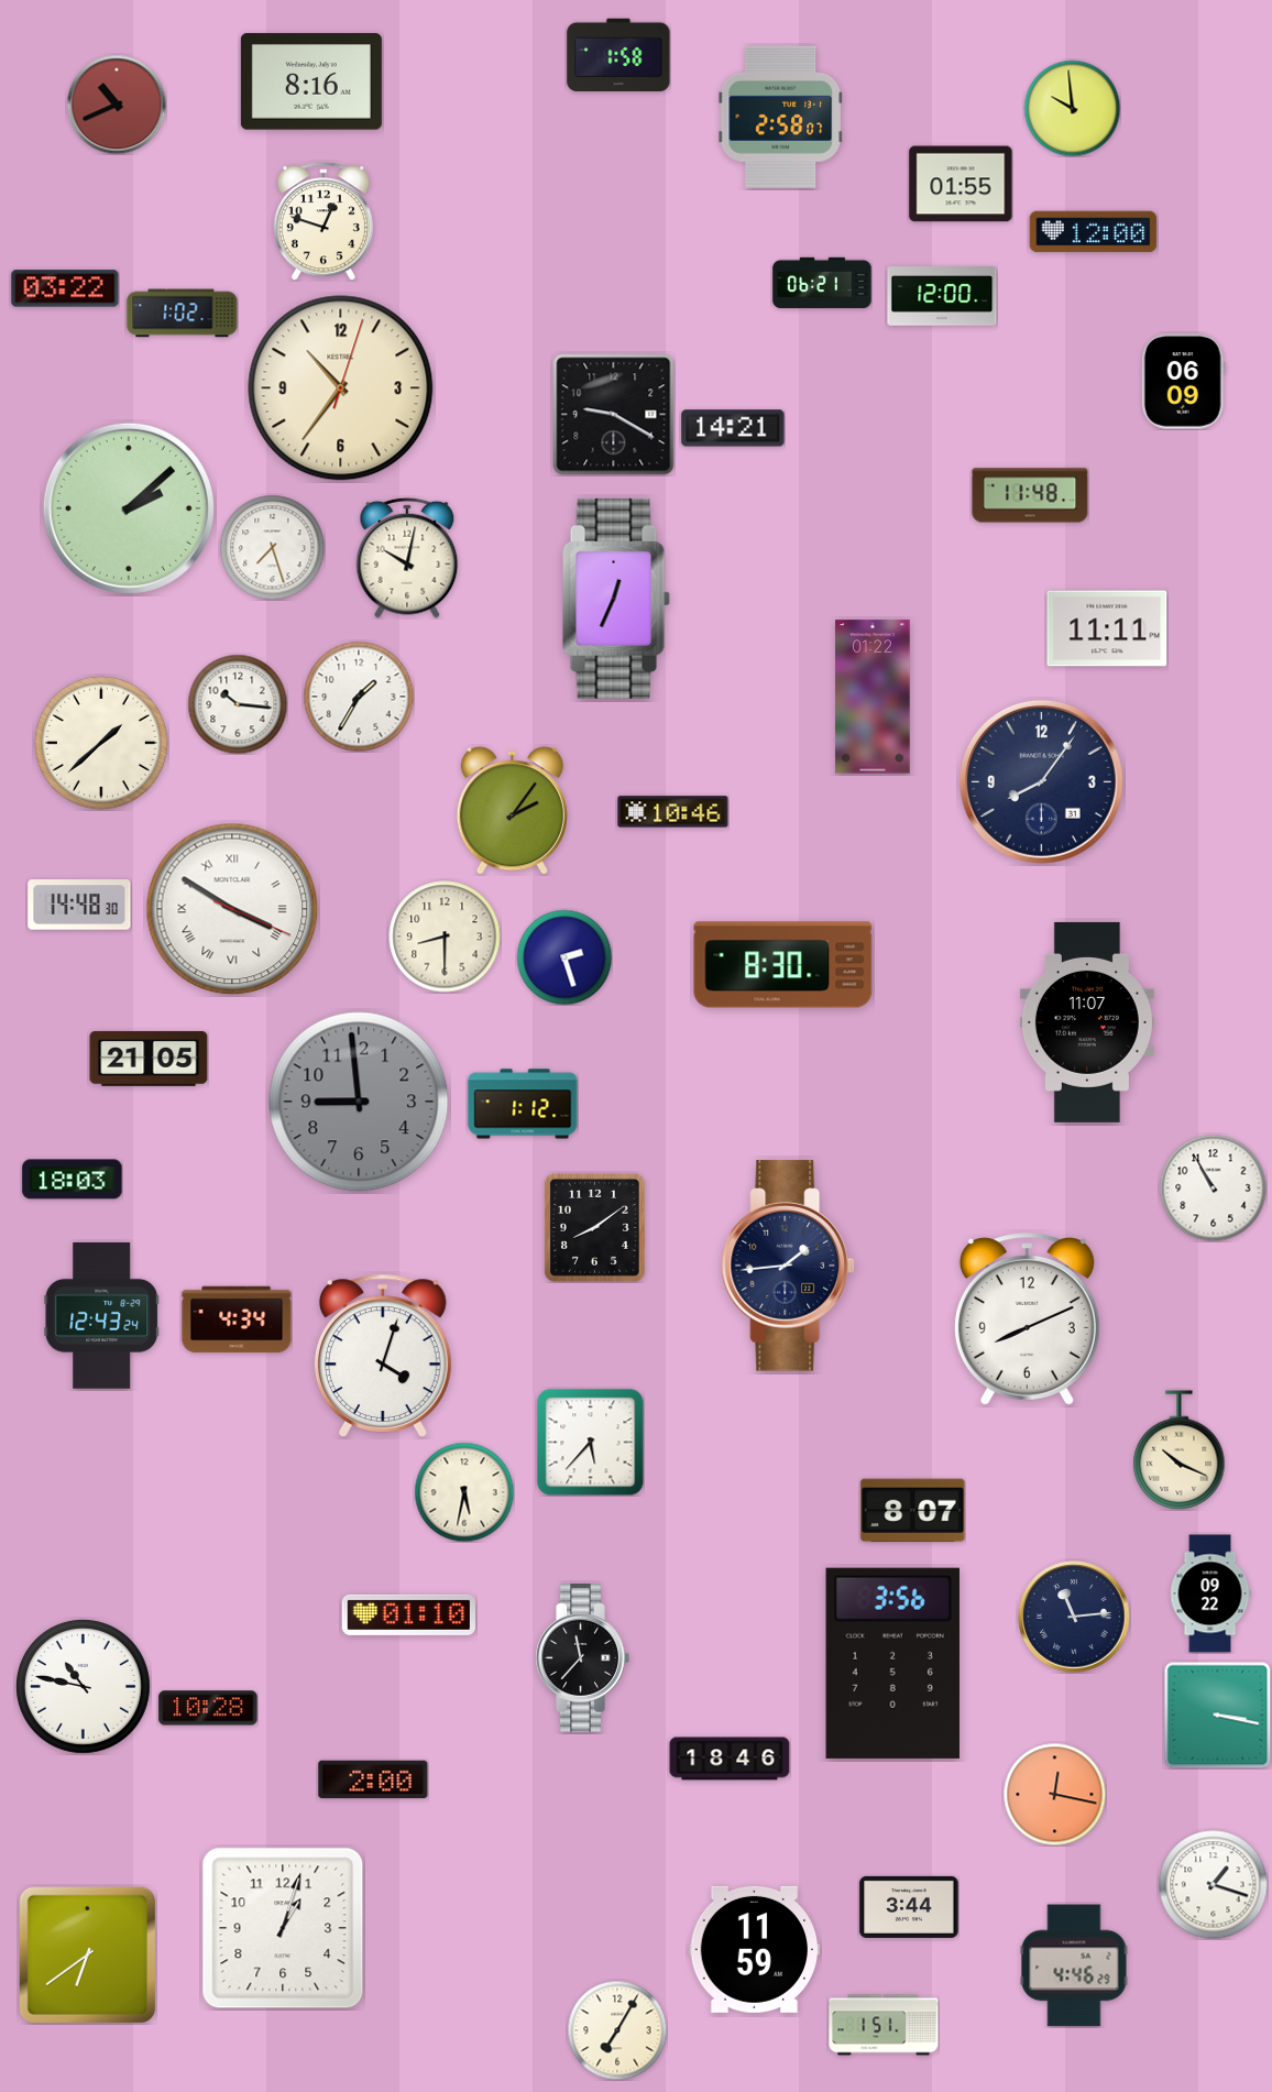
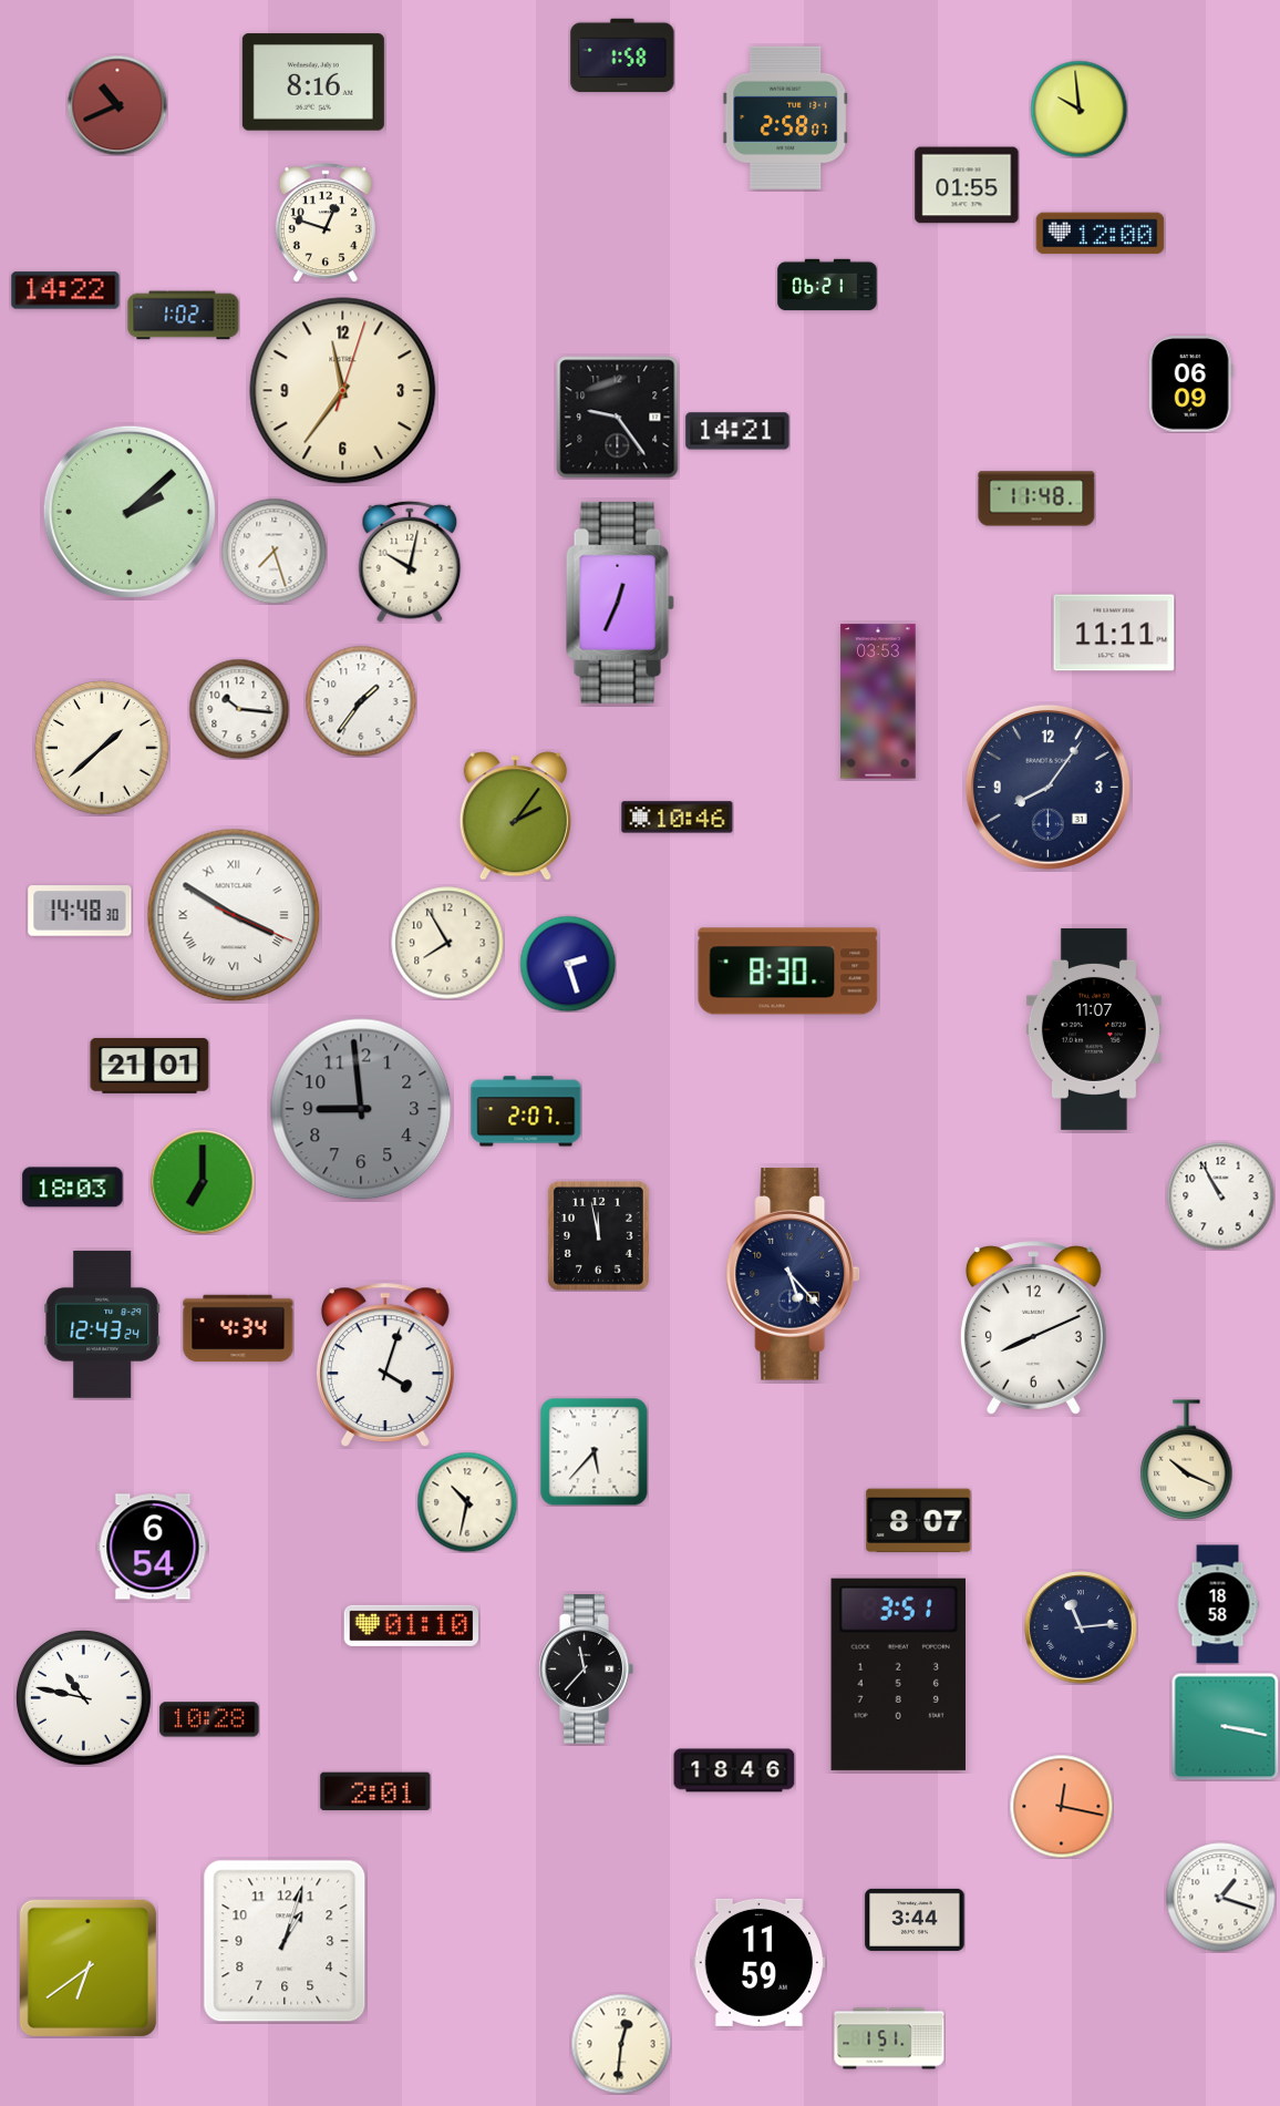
clock at (65, 288): 03:22 -> 14:22
clock at (942, 297): 12:00 -> none
clock at (341, 388): 10:36 -> 11:36
clock at (614, 415): 9:20 -> 9:24
clock at (359, 697): 1:35 -> 1:36
clock at (873, 697): 01:22 -> 03:53
clock at (445, 937): 8:30 -> 7:55
clock at (149, 1059): 21:05 -> 21:01
clock at (523, 1104): 1:12 -> 2:07
clock at (203, 1182): none -> 7:00
clock at (594, 1227): 8:09 -> 11:58
clock at (788, 1266): 1:44 -> 5:23
clock at (464, 1492): 5:32 -> 10:32
clock at (153, 1547): none -> 6:54
clock at (1210, 1593): 09:22 -> 18:58
clock at (892, 1663): 3:56 -> 3:51
clock at (373, 1779): 2:00 -> 2:01
clock at (1074, 1965): 4:46 -> none
clock at (617, 2030): 7:05 -> 12:31
